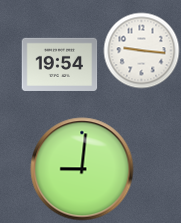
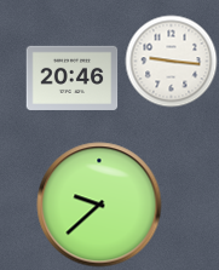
clock at (60, 64): 19:54 -> 20:46
clock at (82, 169): 9:01 -> 9:38
